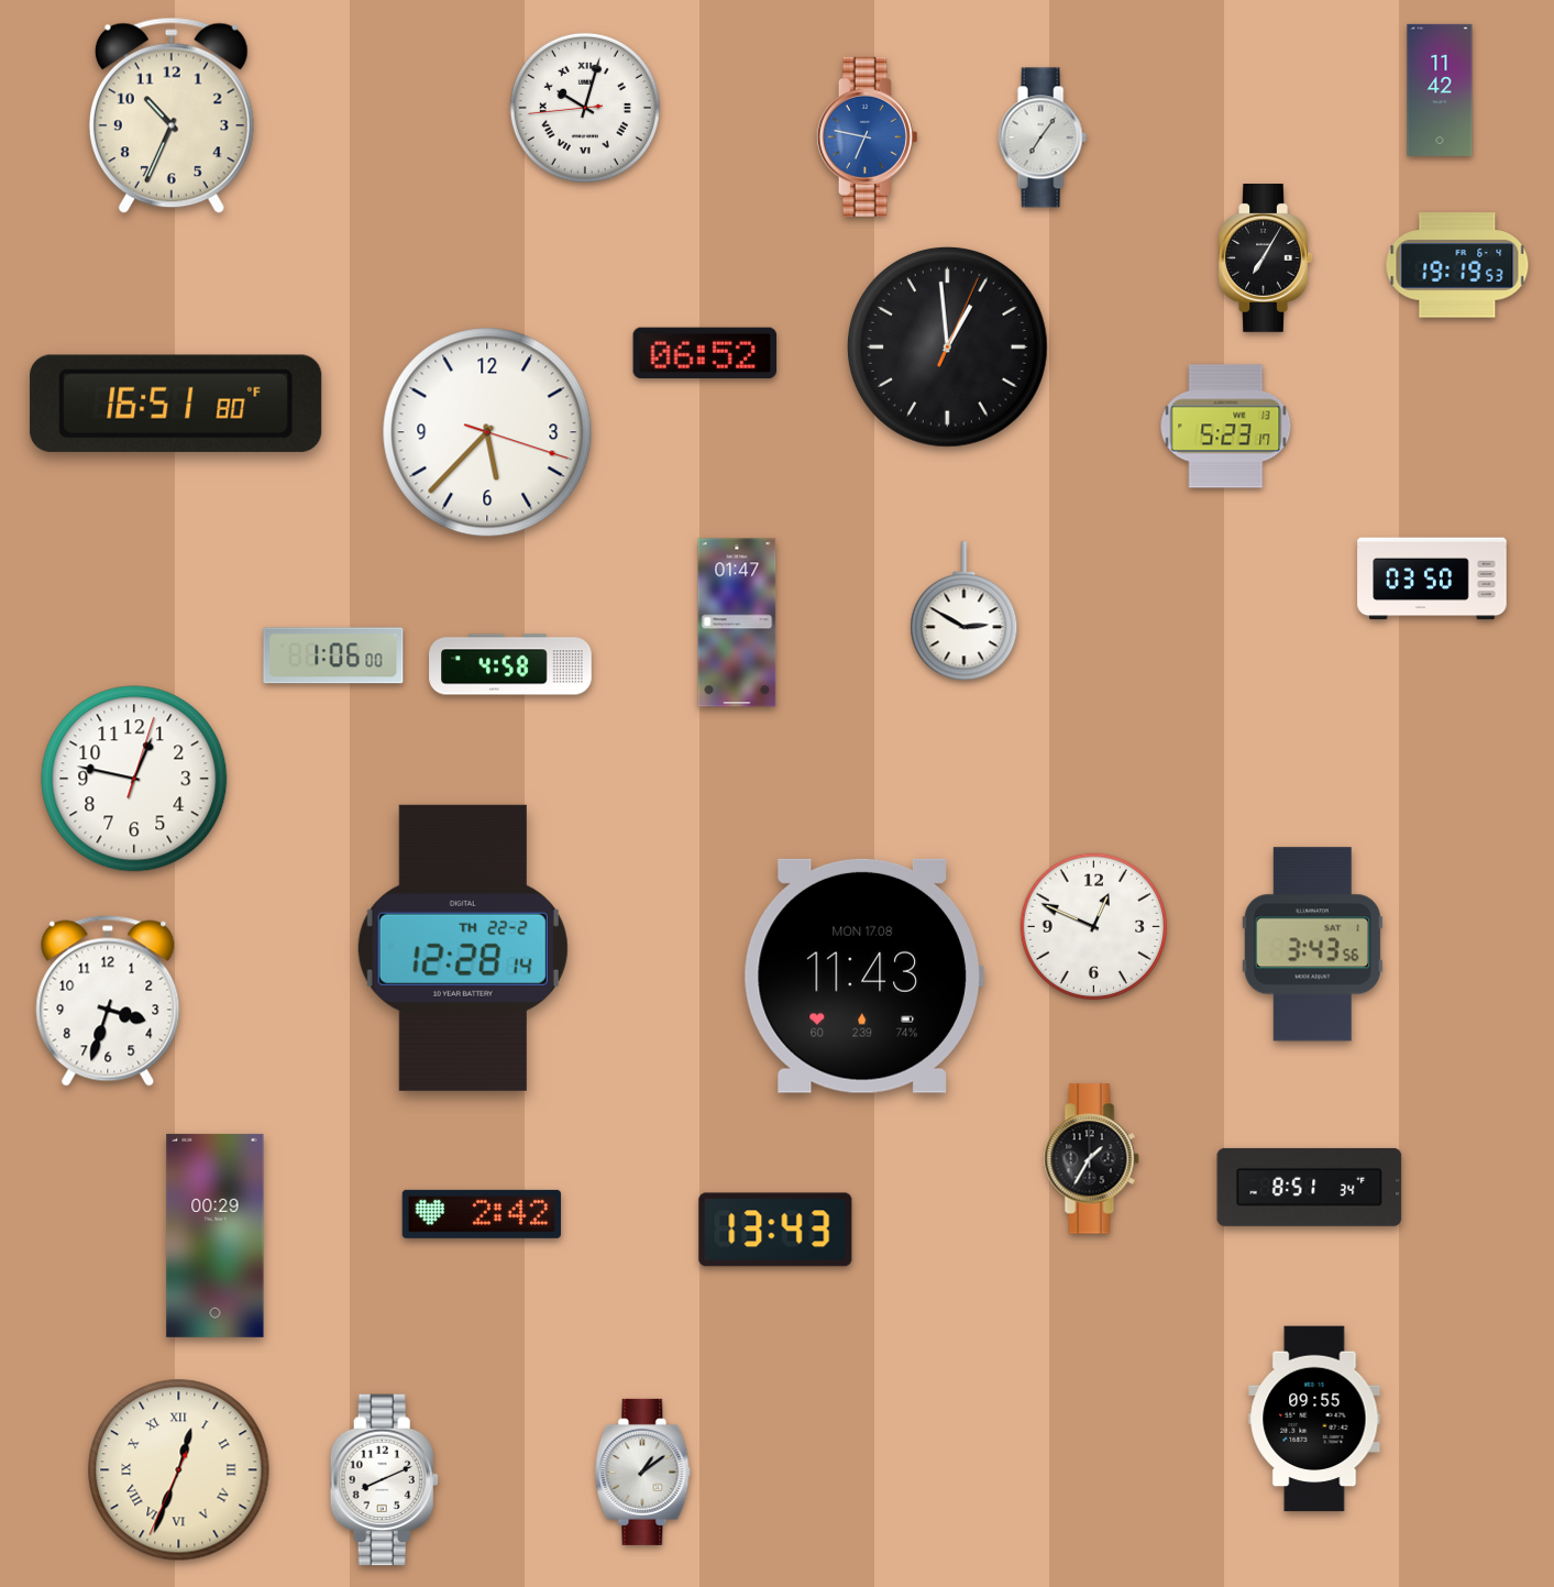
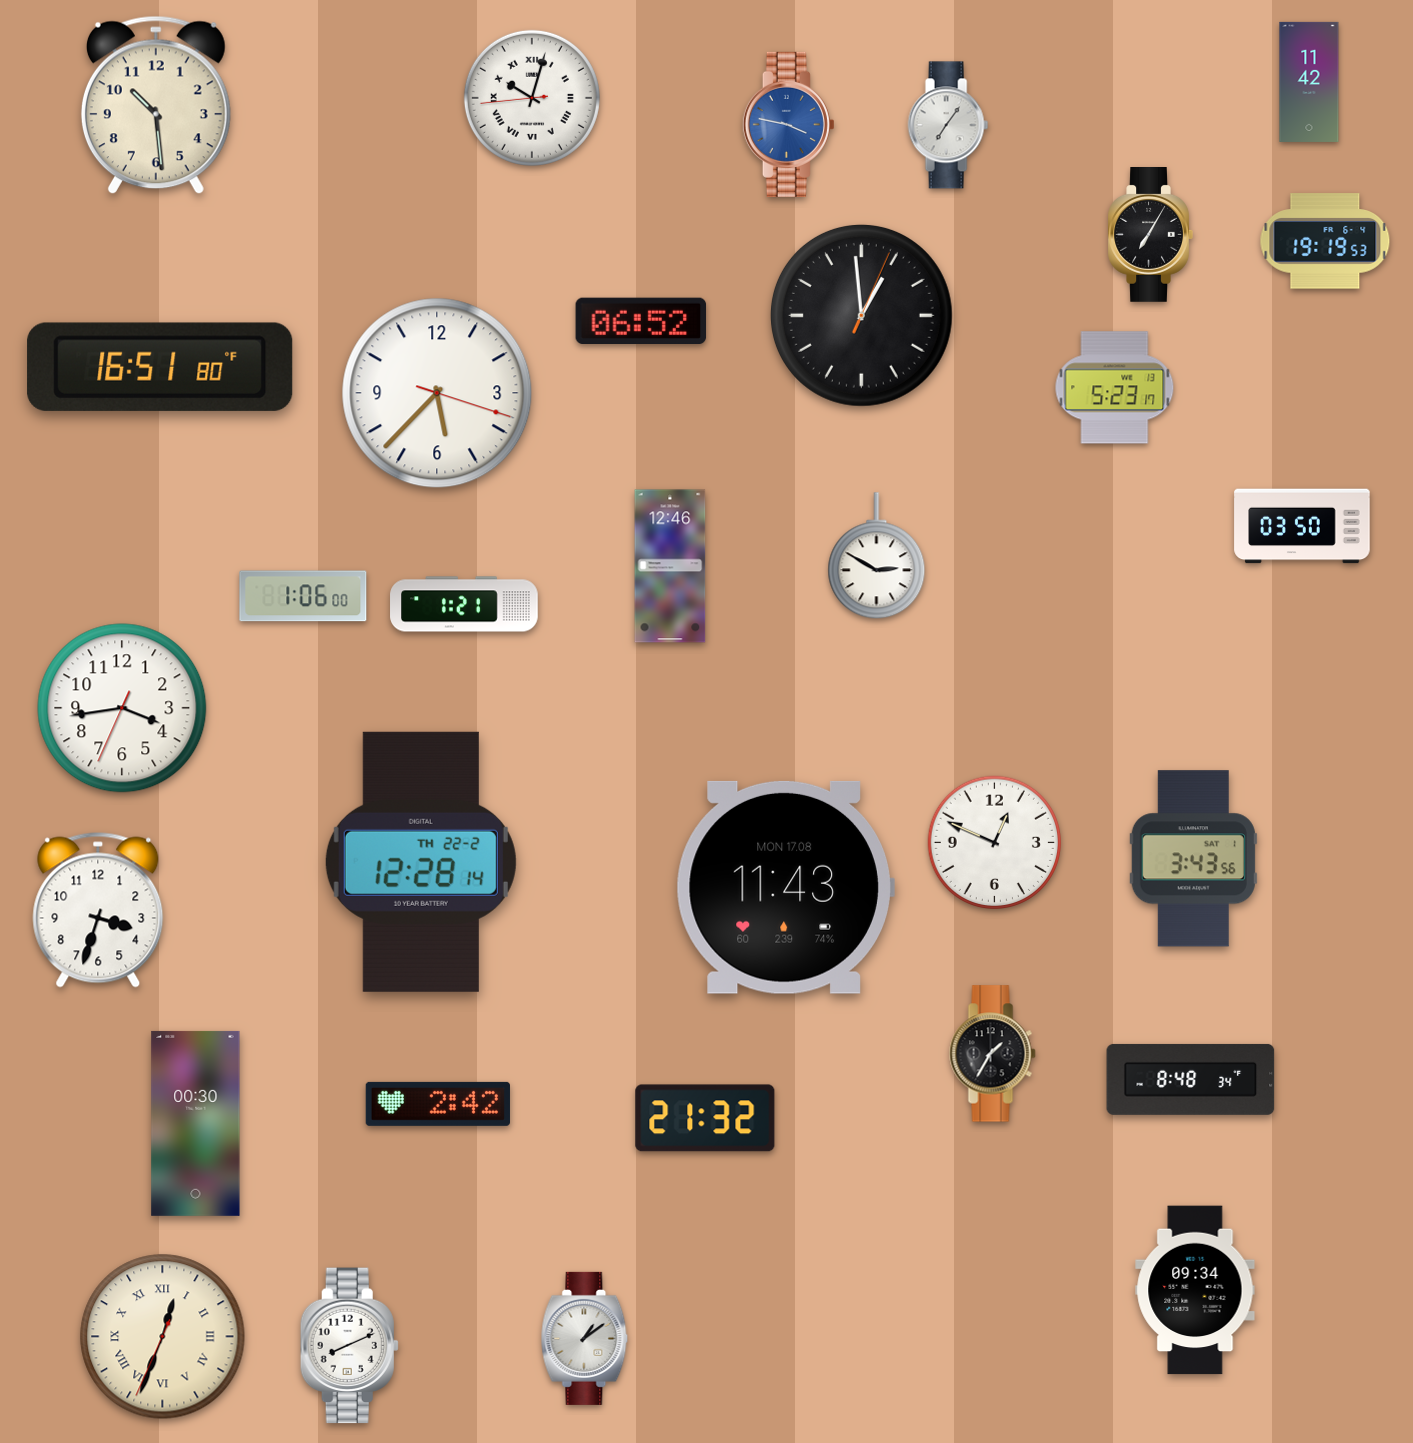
clock at (172, 115): 10:34 -> 10:29
clock at (867, 136): 6:47 -> 3:47
clock at (487, 432) position: (487, 432) -> (437, 393)
clock at (737, 622): 01:47 -> 12:46
clock at (510, 664): 4:58 -> 1:21
clock at (134, 779): 12:47 -> 3:43
clock at (1310, 1187): 8:51 -> 8:48
clock at (775, 1230): 13:43 -> 21:32
clock at (216, 1235): 00:29 -> 00:30
clock at (1314, 1419): 09:55 -> 09:34
